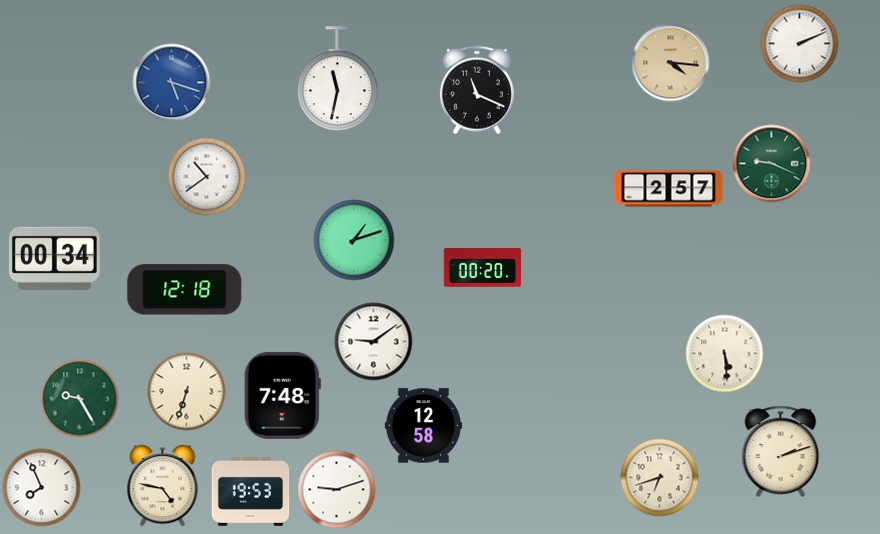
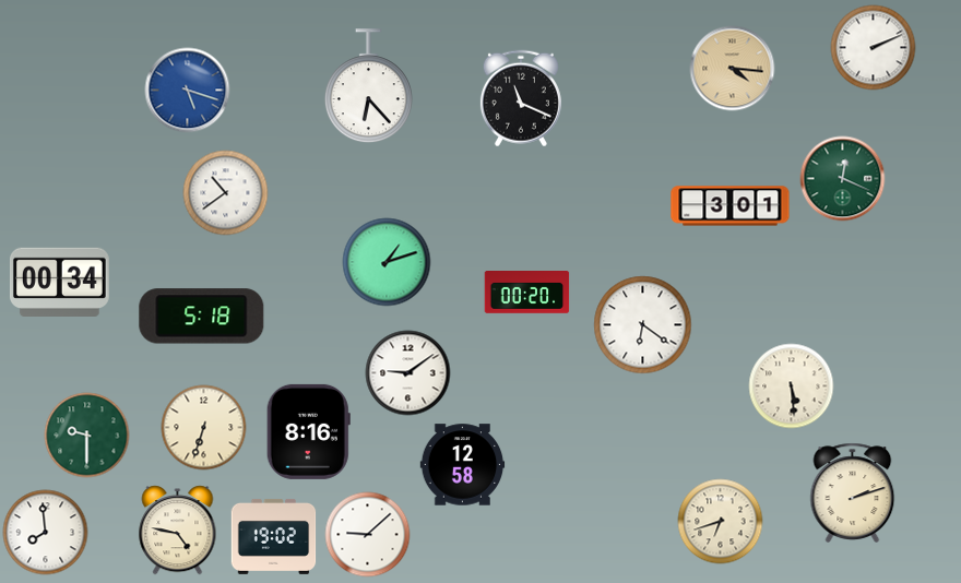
clock at (337, 79): 11:32 -> 6:23
clock at (771, 163): 9:19 -> 12:19
clock at (669, 189): 2:57 -> 3:01
clock at (185, 290): 12:18 -> 5:18
clock at (642, 324): none -> 6:21
clock at (282, 395): 7:48 -> 8:16
clock at (79, 398): 9:25 -> 9:30
clock at (41, 487): 7:56 -> 7:59
clock at (336, 489): 9:12 -> 9:08
clock at (250, 491): 19:53 -> 19:02
